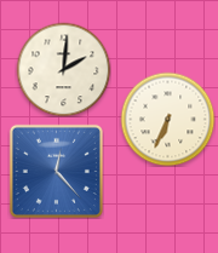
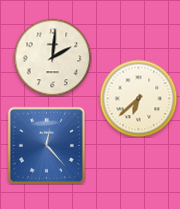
clock at (167, 119): 6:34 -> 6:38
clock at (56, 171) position: (56, 171) -> (46, 145)
